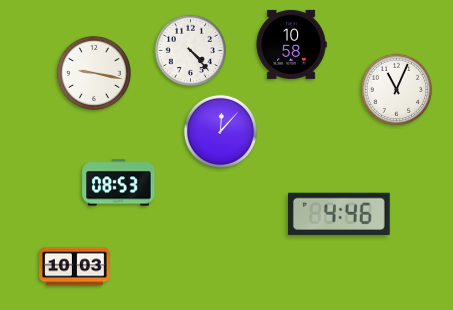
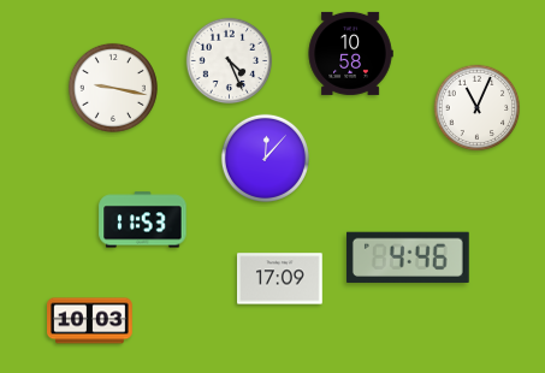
clock at (191, 51): 4:23 -> 4:26
clock at (119, 183): 08:53 -> 11:53
clock at (280, 279): none -> 17:09
